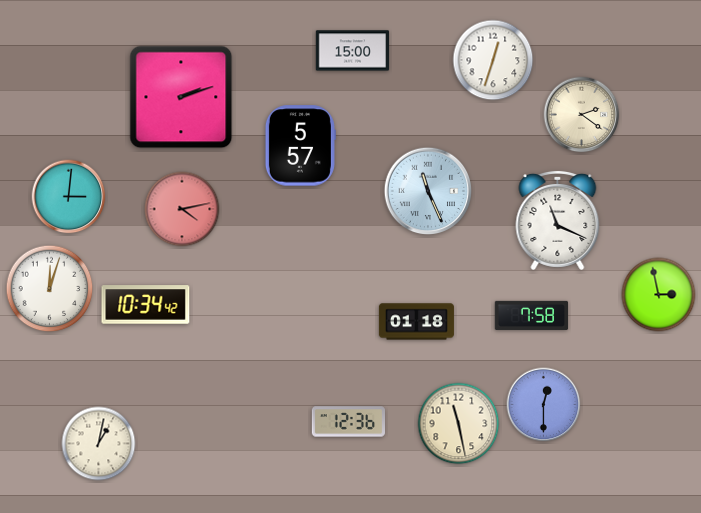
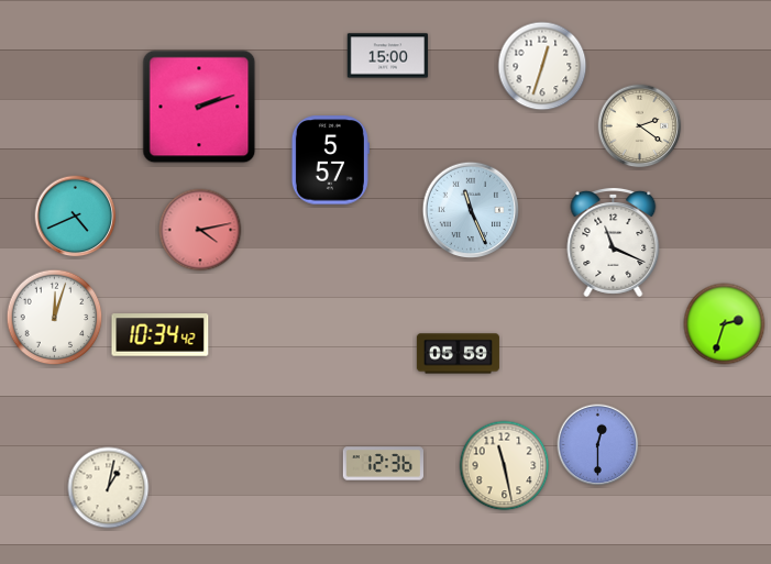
clock at (69, 197): 3:01 -> 4:41
clock at (659, 295): 2:58 -> 2:33
clock at (532, 315): 7:58 -> none
clock at (416, 322): 01:18 -> 05:59
